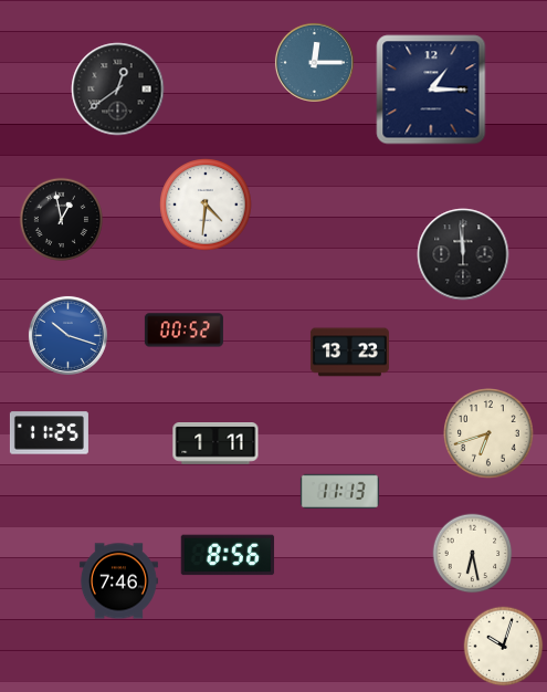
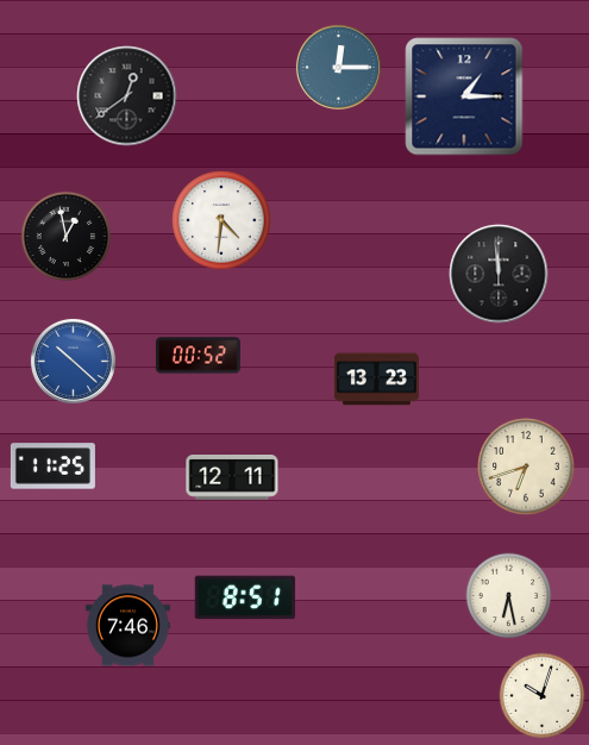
clock at (67, 335): 10:18 -> 10:22
clock at (215, 444): 1:11 -> 12:11
clock at (339, 491): 11:13 -> none
clock at (228, 555): 8:56 -> 8:51
